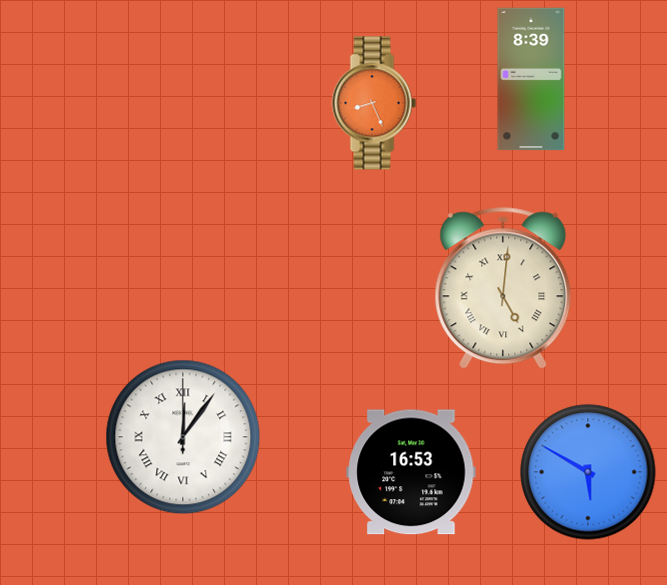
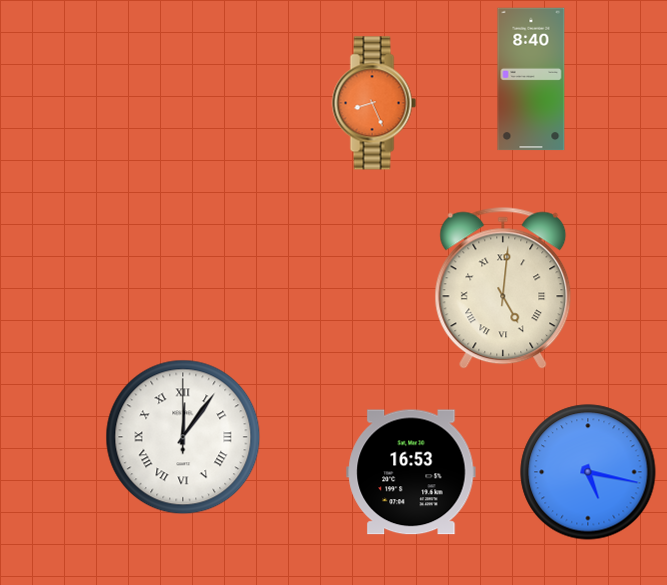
clock at (531, 79): 8:39 -> 8:40
clock at (588, 472): 5:50 -> 5:17
